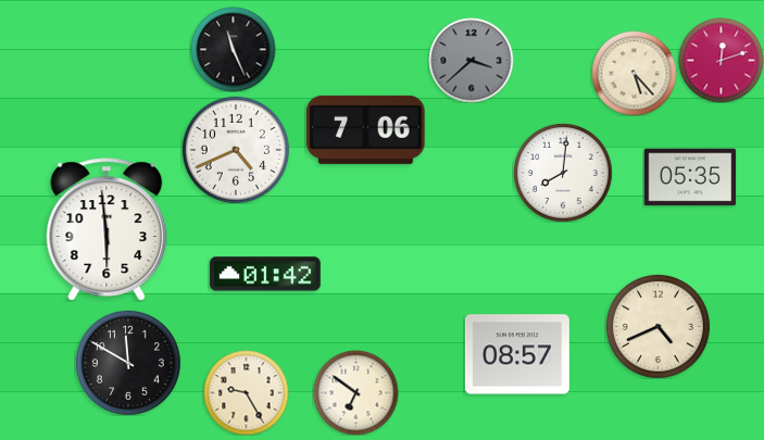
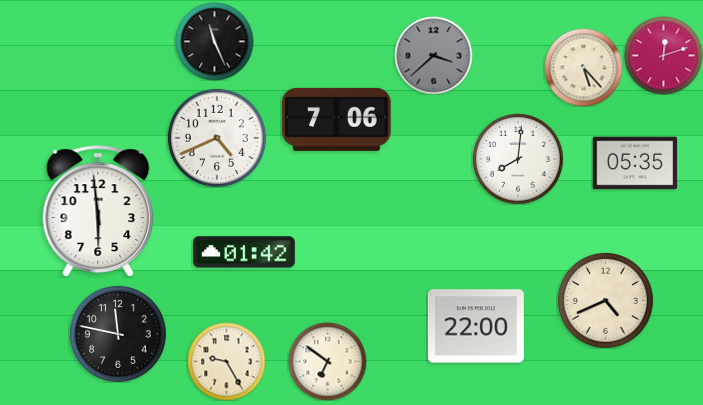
clock at (233, 49) position: (233, 49) -> (214, 41)
clock at (517, 354): 08:57 -> 22:00
clock at (128, 363): 11:50 -> 11:47
